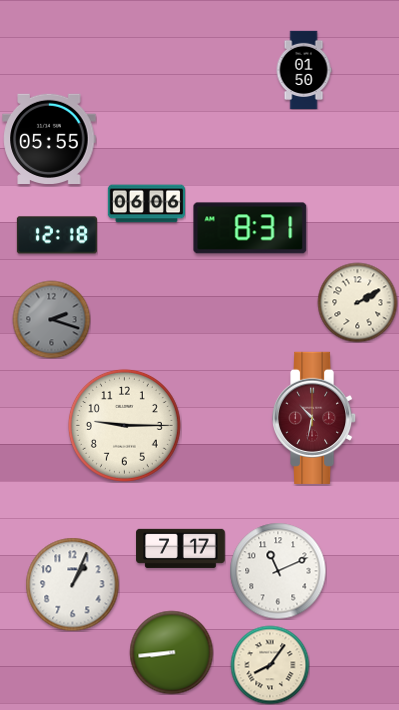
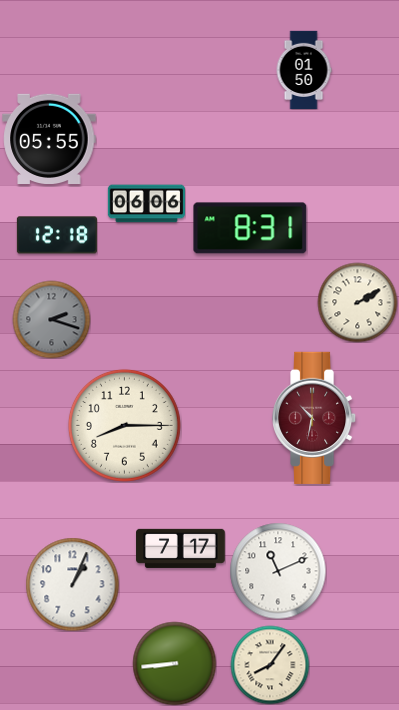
clock at (124, 425): 9:15 -> 8:15
clock at (171, 652) position: (171, 652) -> (174, 663)
